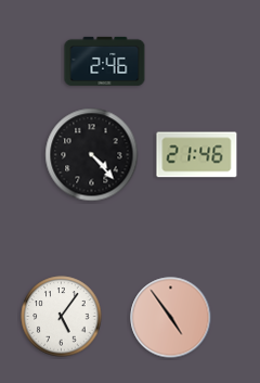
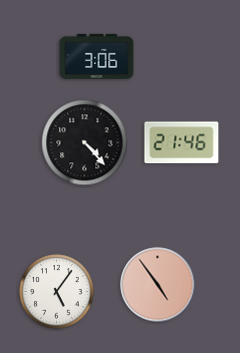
clock at (105, 61): 2:46 -> 3:06
clock at (171, 318) position: (171, 318) -> (158, 285)
